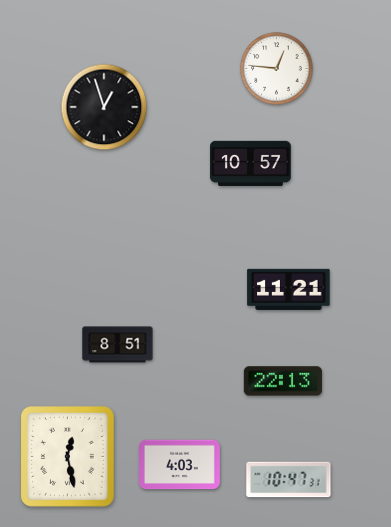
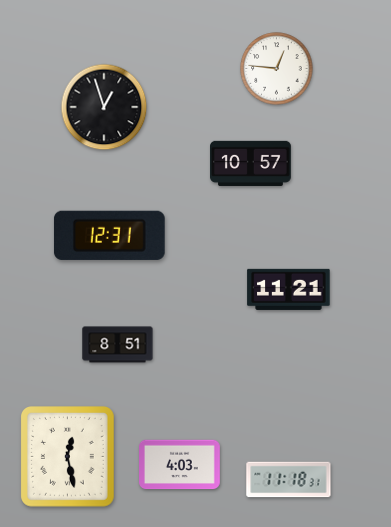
clock at (109, 235): none -> 12:31
clock at (283, 381): 22:13 -> none
clock at (289, 480): 10:47 -> 11:18
